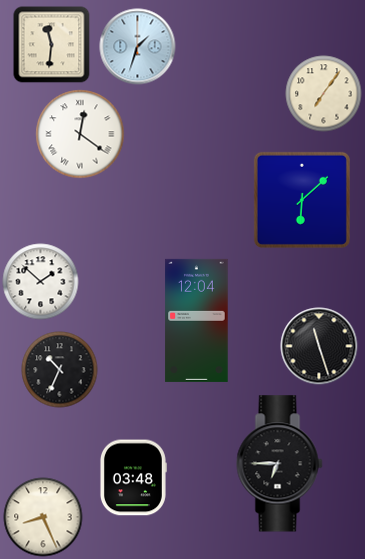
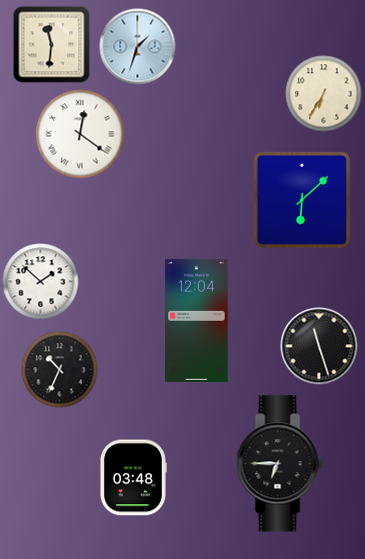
clock at (324, 94): 7:06 -> 6:35
clock at (43, 517): 8:26 -> none
